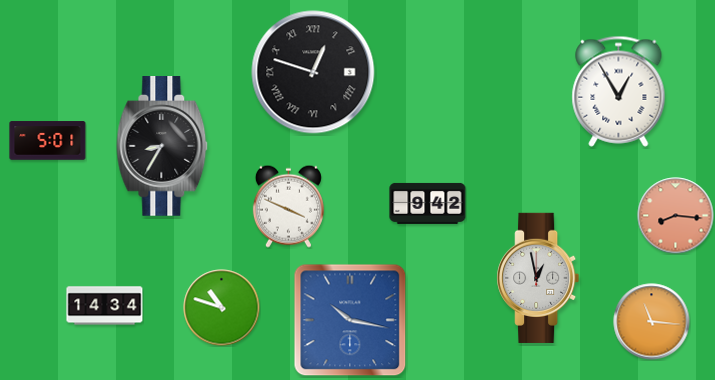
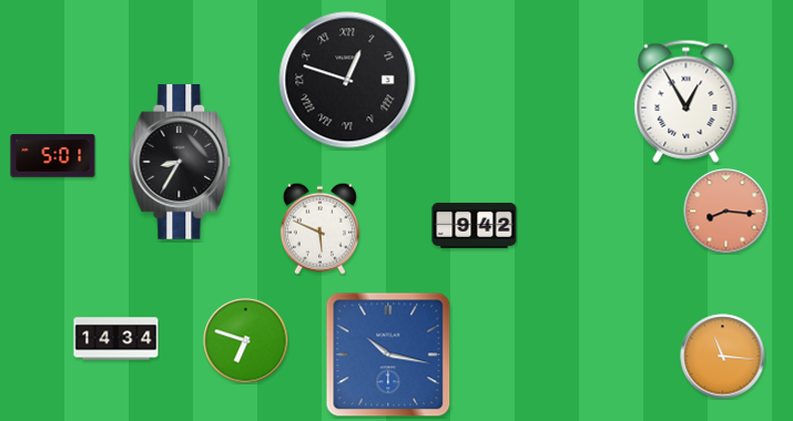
clock at (288, 206): 3:49 -> 5:49
clock at (676, 216) position: (676, 216) -> (726, 212)
clock at (538, 278): 12:58 -> none
clock at (222, 308): 10:48 -> 6:48
